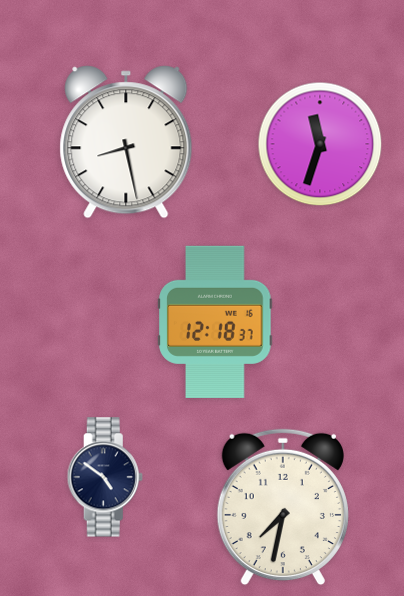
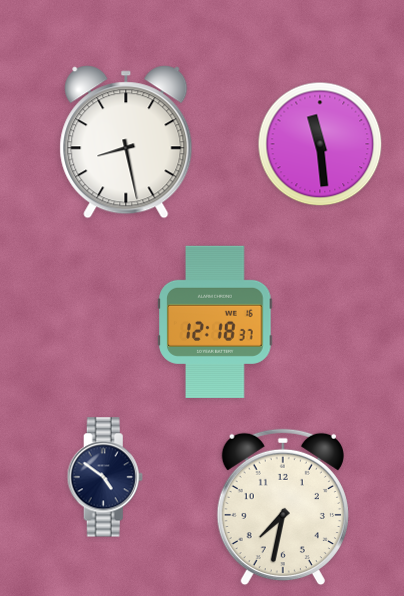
clock at (320, 144): 11:33 -> 11:29
